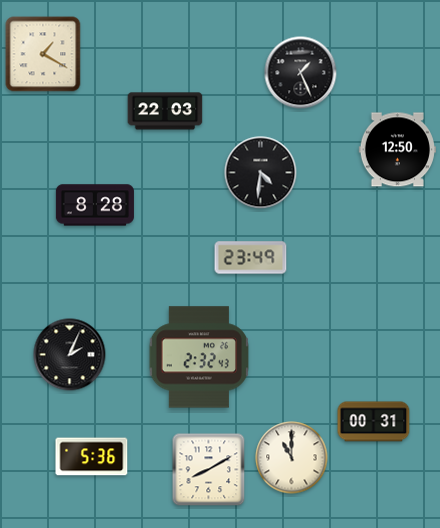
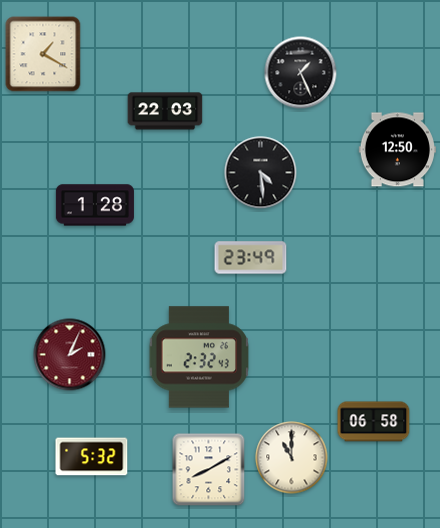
clock at (261, 173): 4:31 -> 4:29
clock at (95, 205): 8:28 -> 1:28
clock at (70, 355) dial: black -> burgundy
clock at (374, 422): 00:31 -> 06:58
clock at (92, 457): 5:36 -> 5:32
